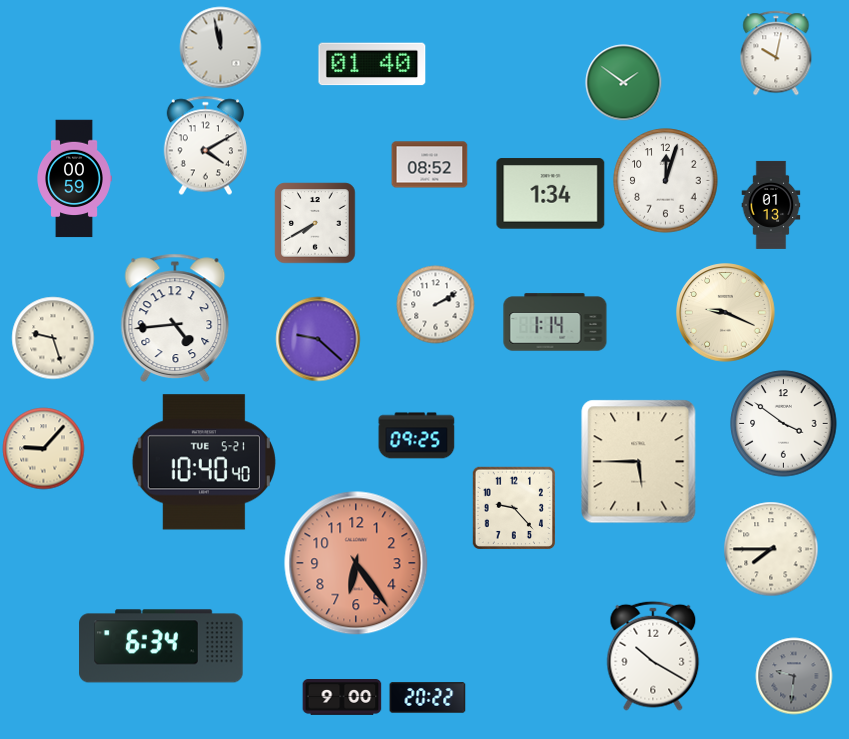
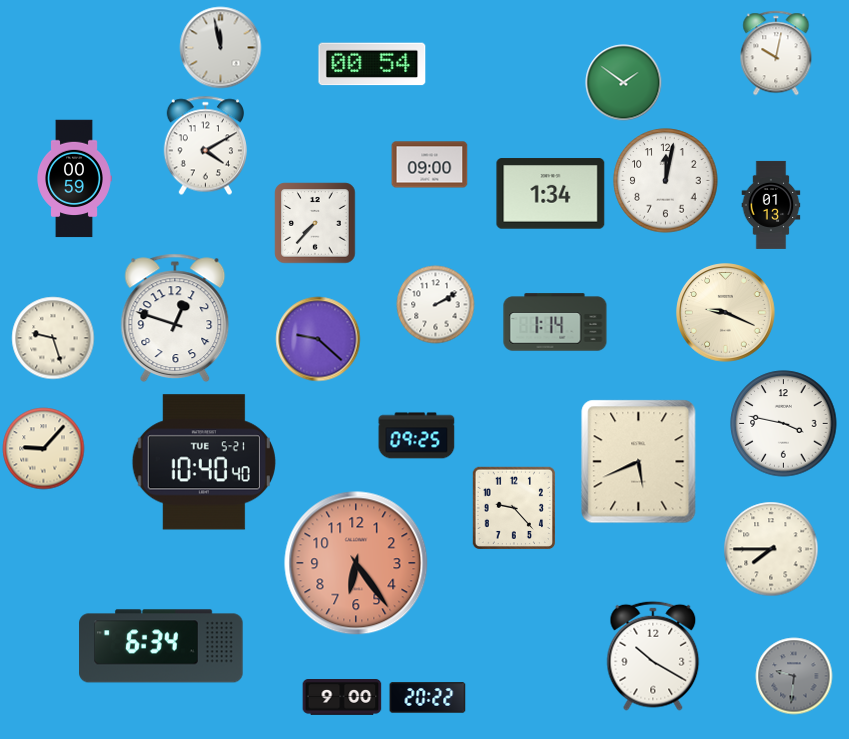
clock at (372, 64): 01:40 -> 00:54
clock at (430, 165): 08:52 -> 09:00
clock at (666, 181): 12:03 -> 12:02
clock at (315, 223): 7:40 -> 7:37
clock at (175, 318): 4:44 -> 12:48
clock at (784, 424): 3:51 -> 3:47
clock at (639, 462): 5:45 -> 5:41
